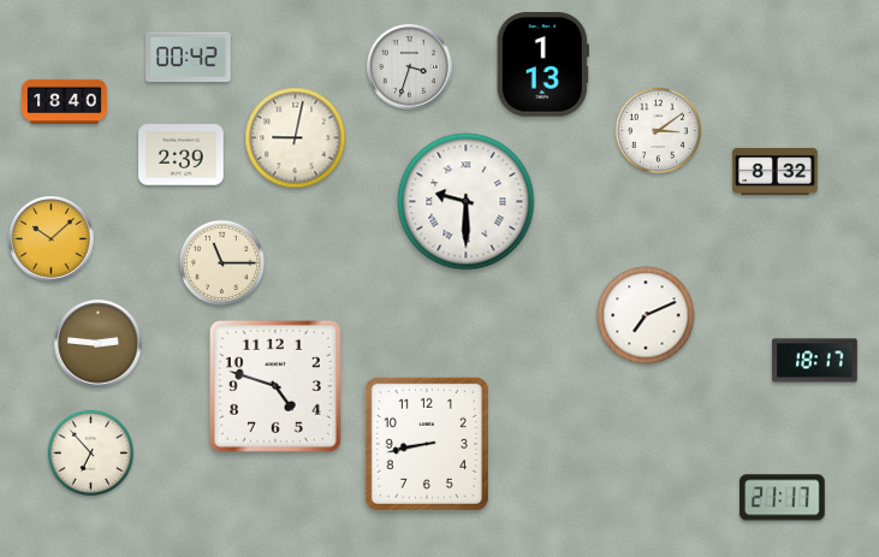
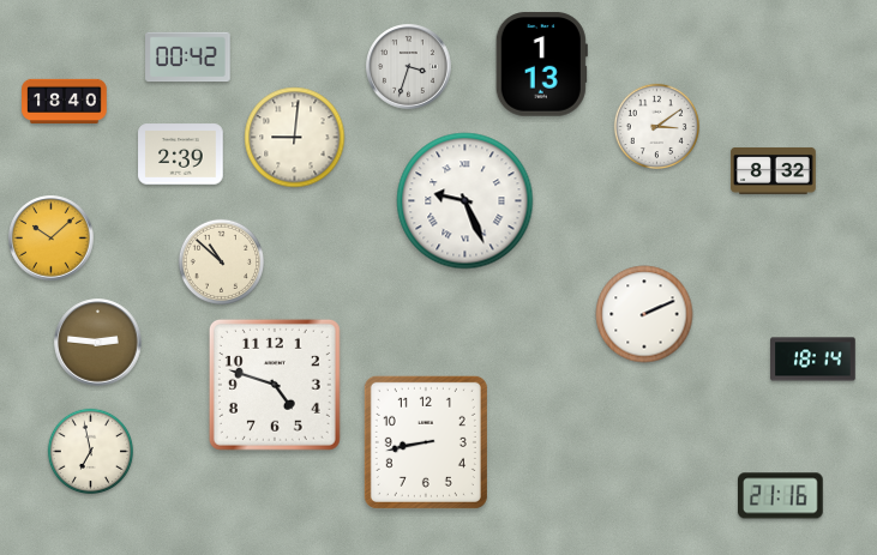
clock at (658, 130) position: (658, 130) -> (656, 126)
clock at (296, 138): 9:02 -> 9:01
clock at (467, 202): 9:30 -> 9:26
clock at (221, 262): 11:15 -> 10:52
clock at (646, 315): 7:11 -> 2:11
clock at (815, 361): 18:17 -> 18:14
clock at (90, 452): 6:53 -> 6:58
clock at (783, 498): 21:17 -> 21:16
